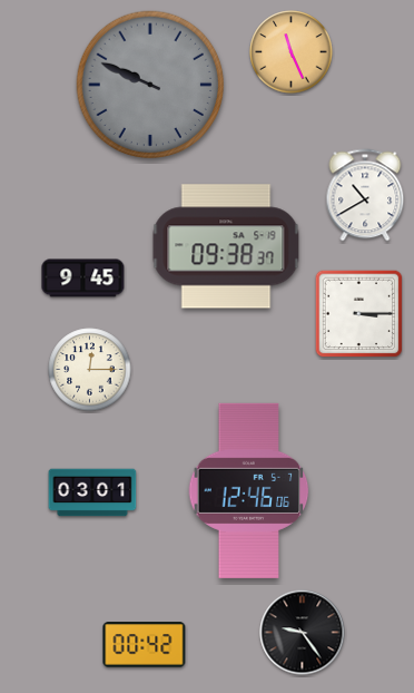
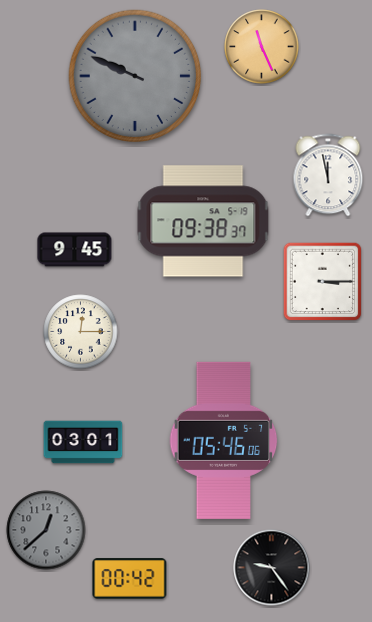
clock at (365, 195): 10:40 -> 11:58
clock at (249, 490): 12:46 -> 05:46
clock at (46, 530): none -> 12:38
